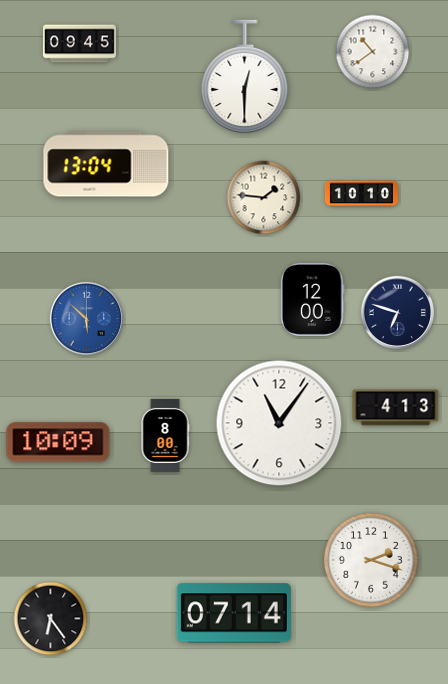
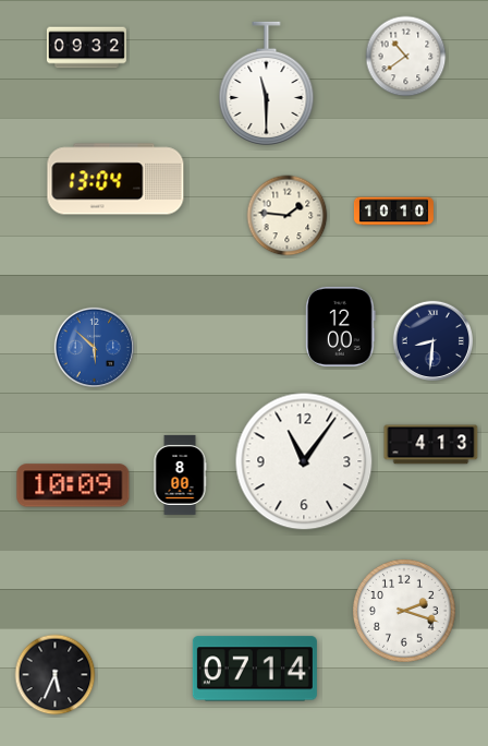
clock at (79, 44): 09:45 -> 09:32
clock at (245, 76): 12:30 -> 11:30
clock at (397, 312): 6:48 -> 8:31
clock at (58, 442) position: (58, 442) -> (73, 485)
clock at (51, 619): 6:24 -> 5:34
